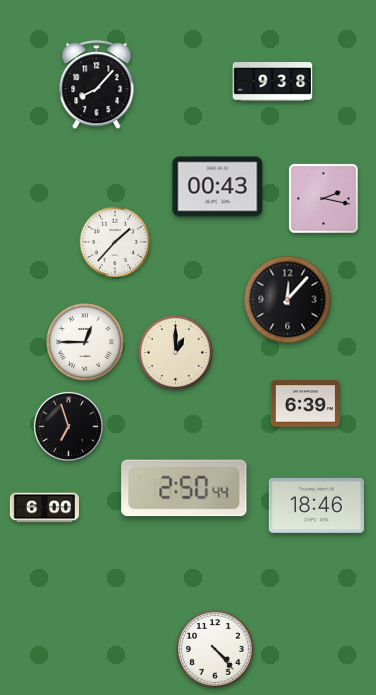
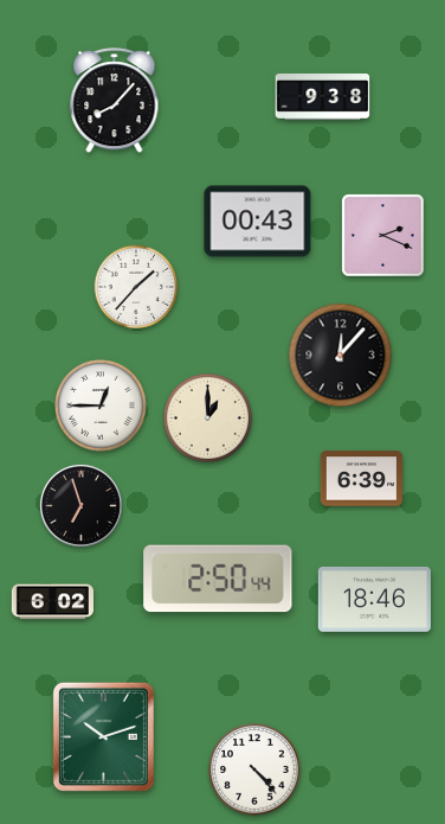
clock at (324, 199): 2:17 -> 2:19
clock at (44, 508): 6:00 -> 6:02
clock at (103, 736): none -> 10:12
